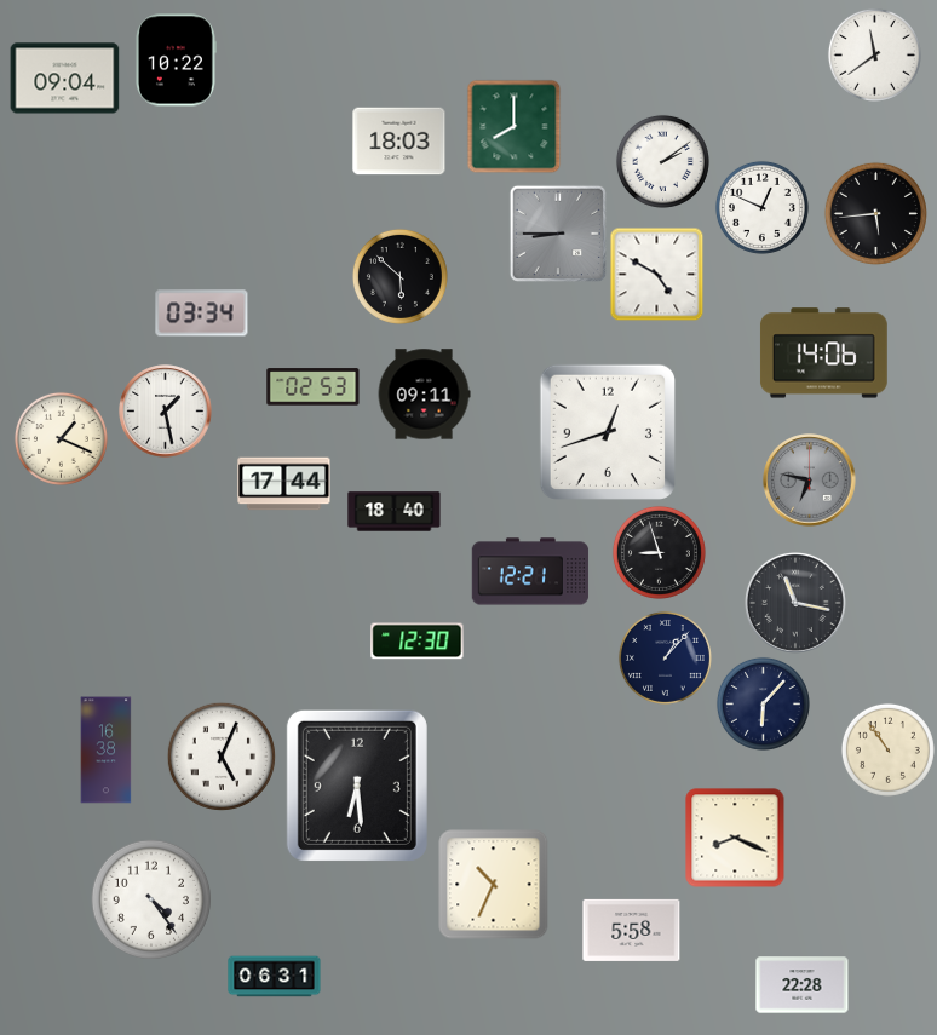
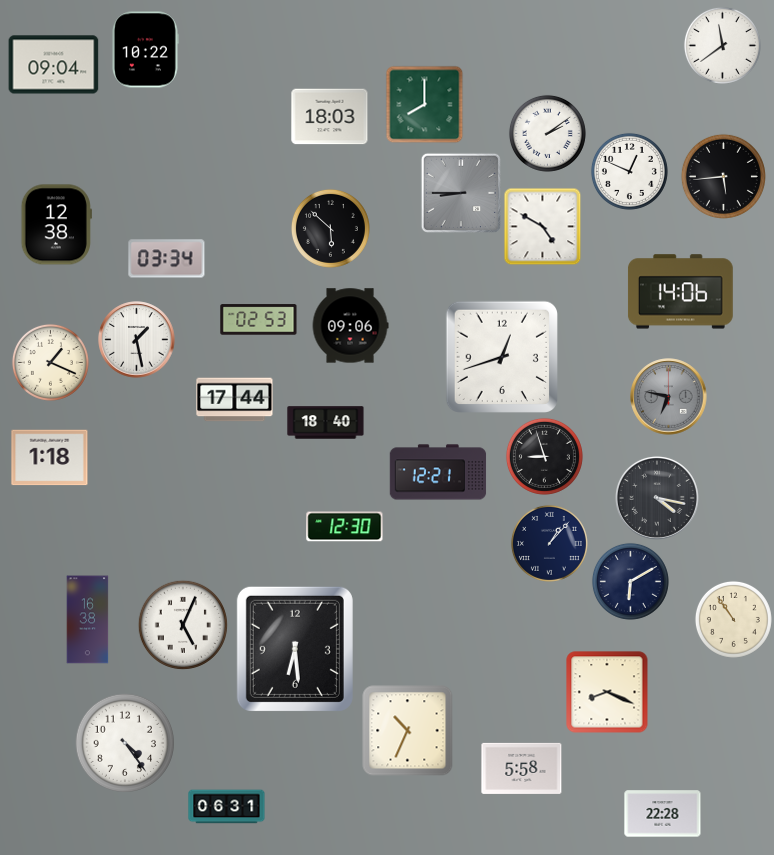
clock at (56, 225): none -> 12:38
clock at (424, 395): 09:11 -> 09:06
clock at (50, 458): none -> 1:18
clock at (795, 603): 11:17 -> 4:17
clock at (418, 642) position: (418, 642) -> (345, 527)
clock at (763, 703): 6:07 -> 6:10
